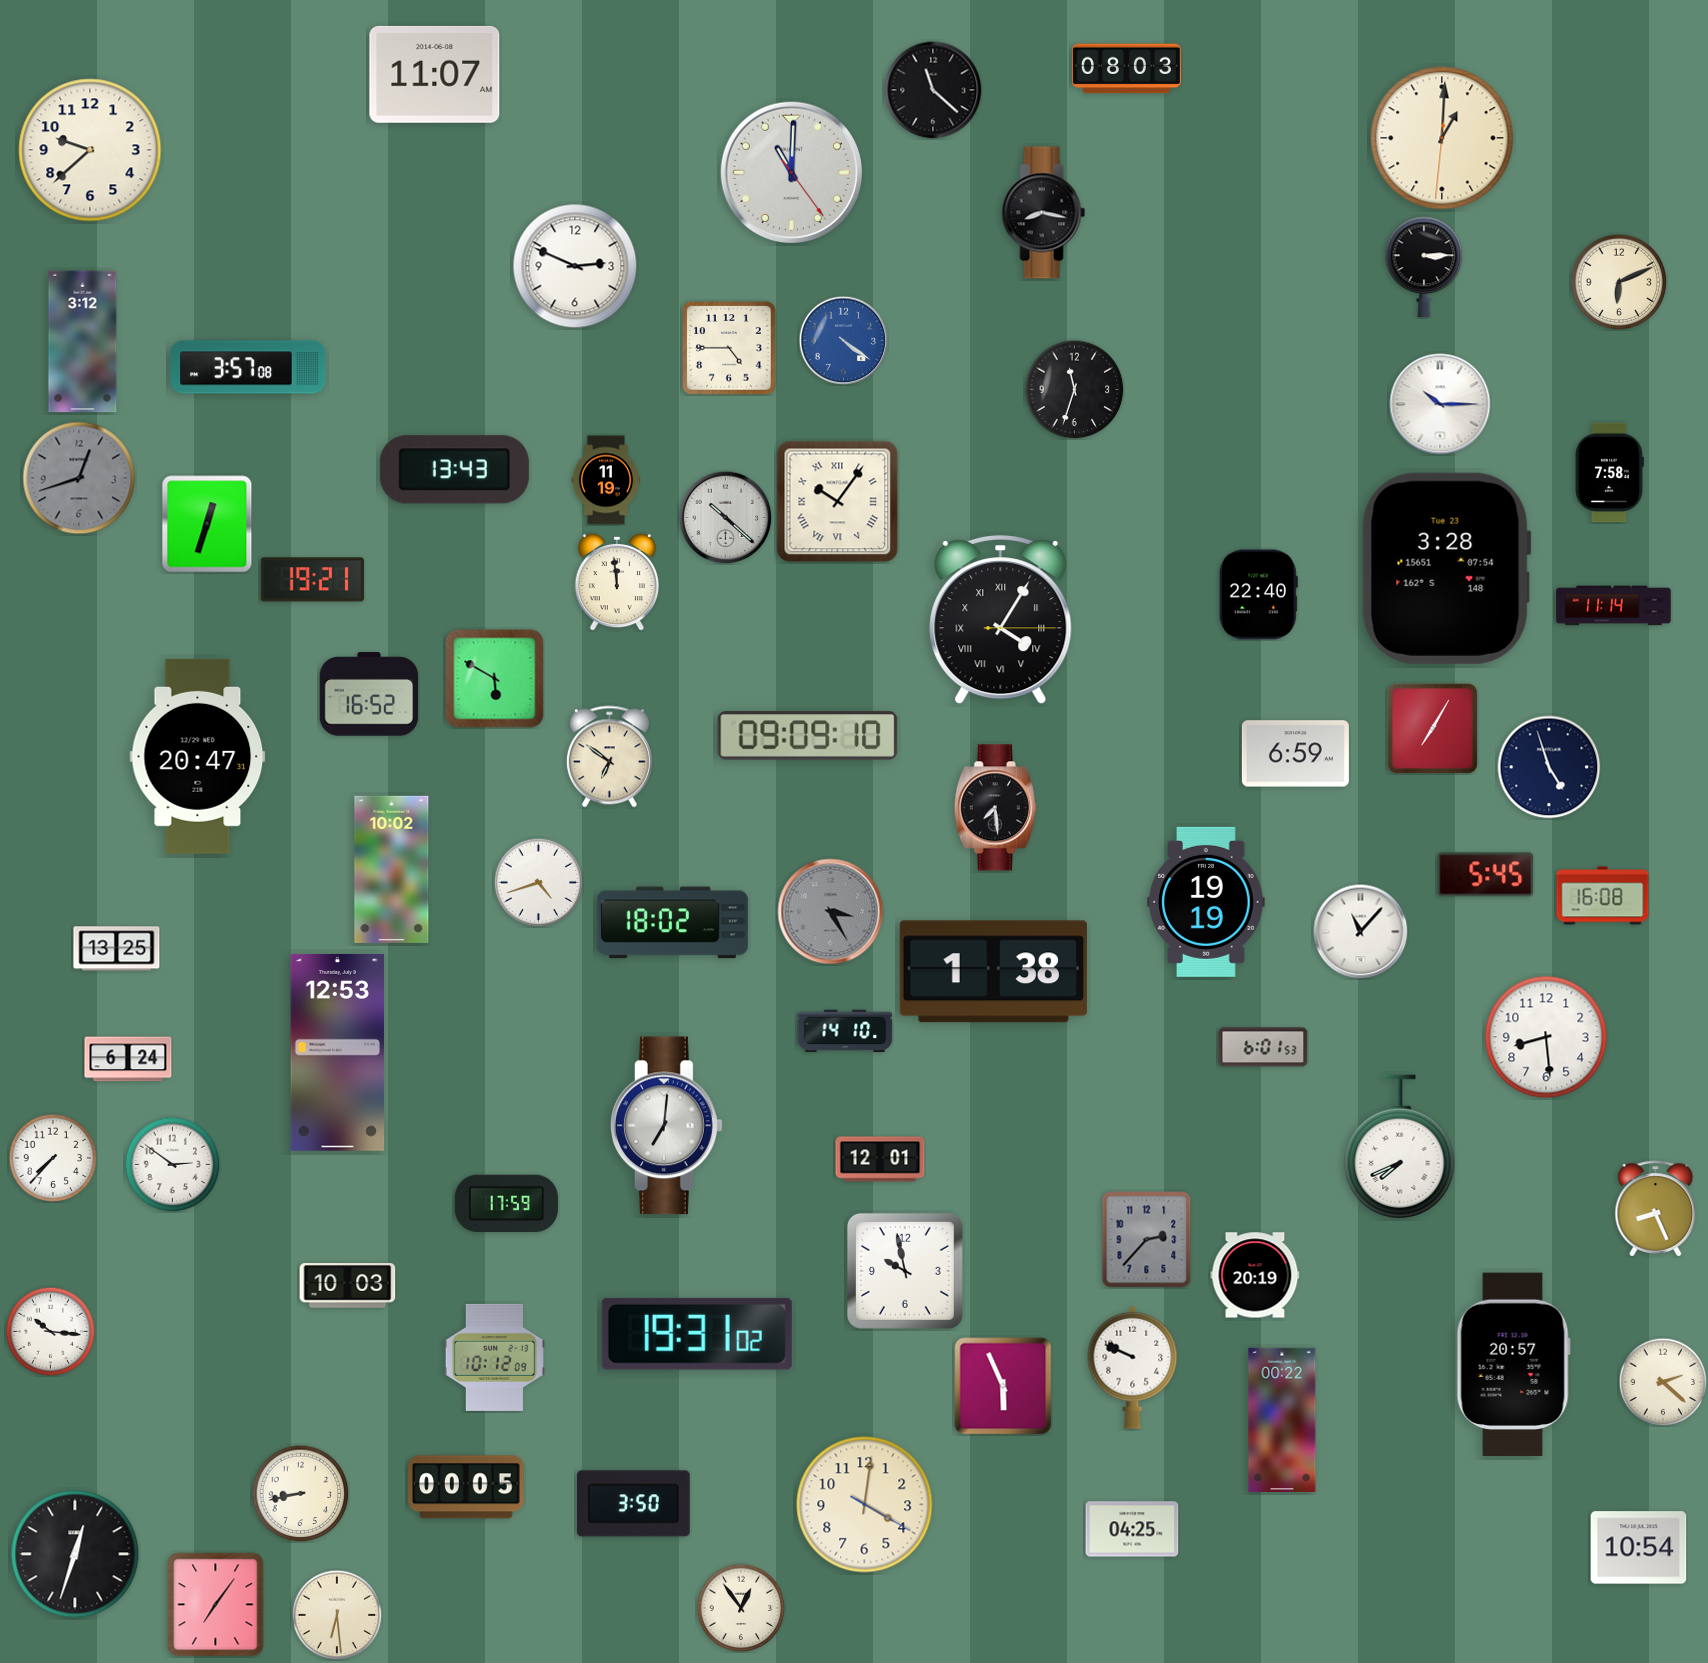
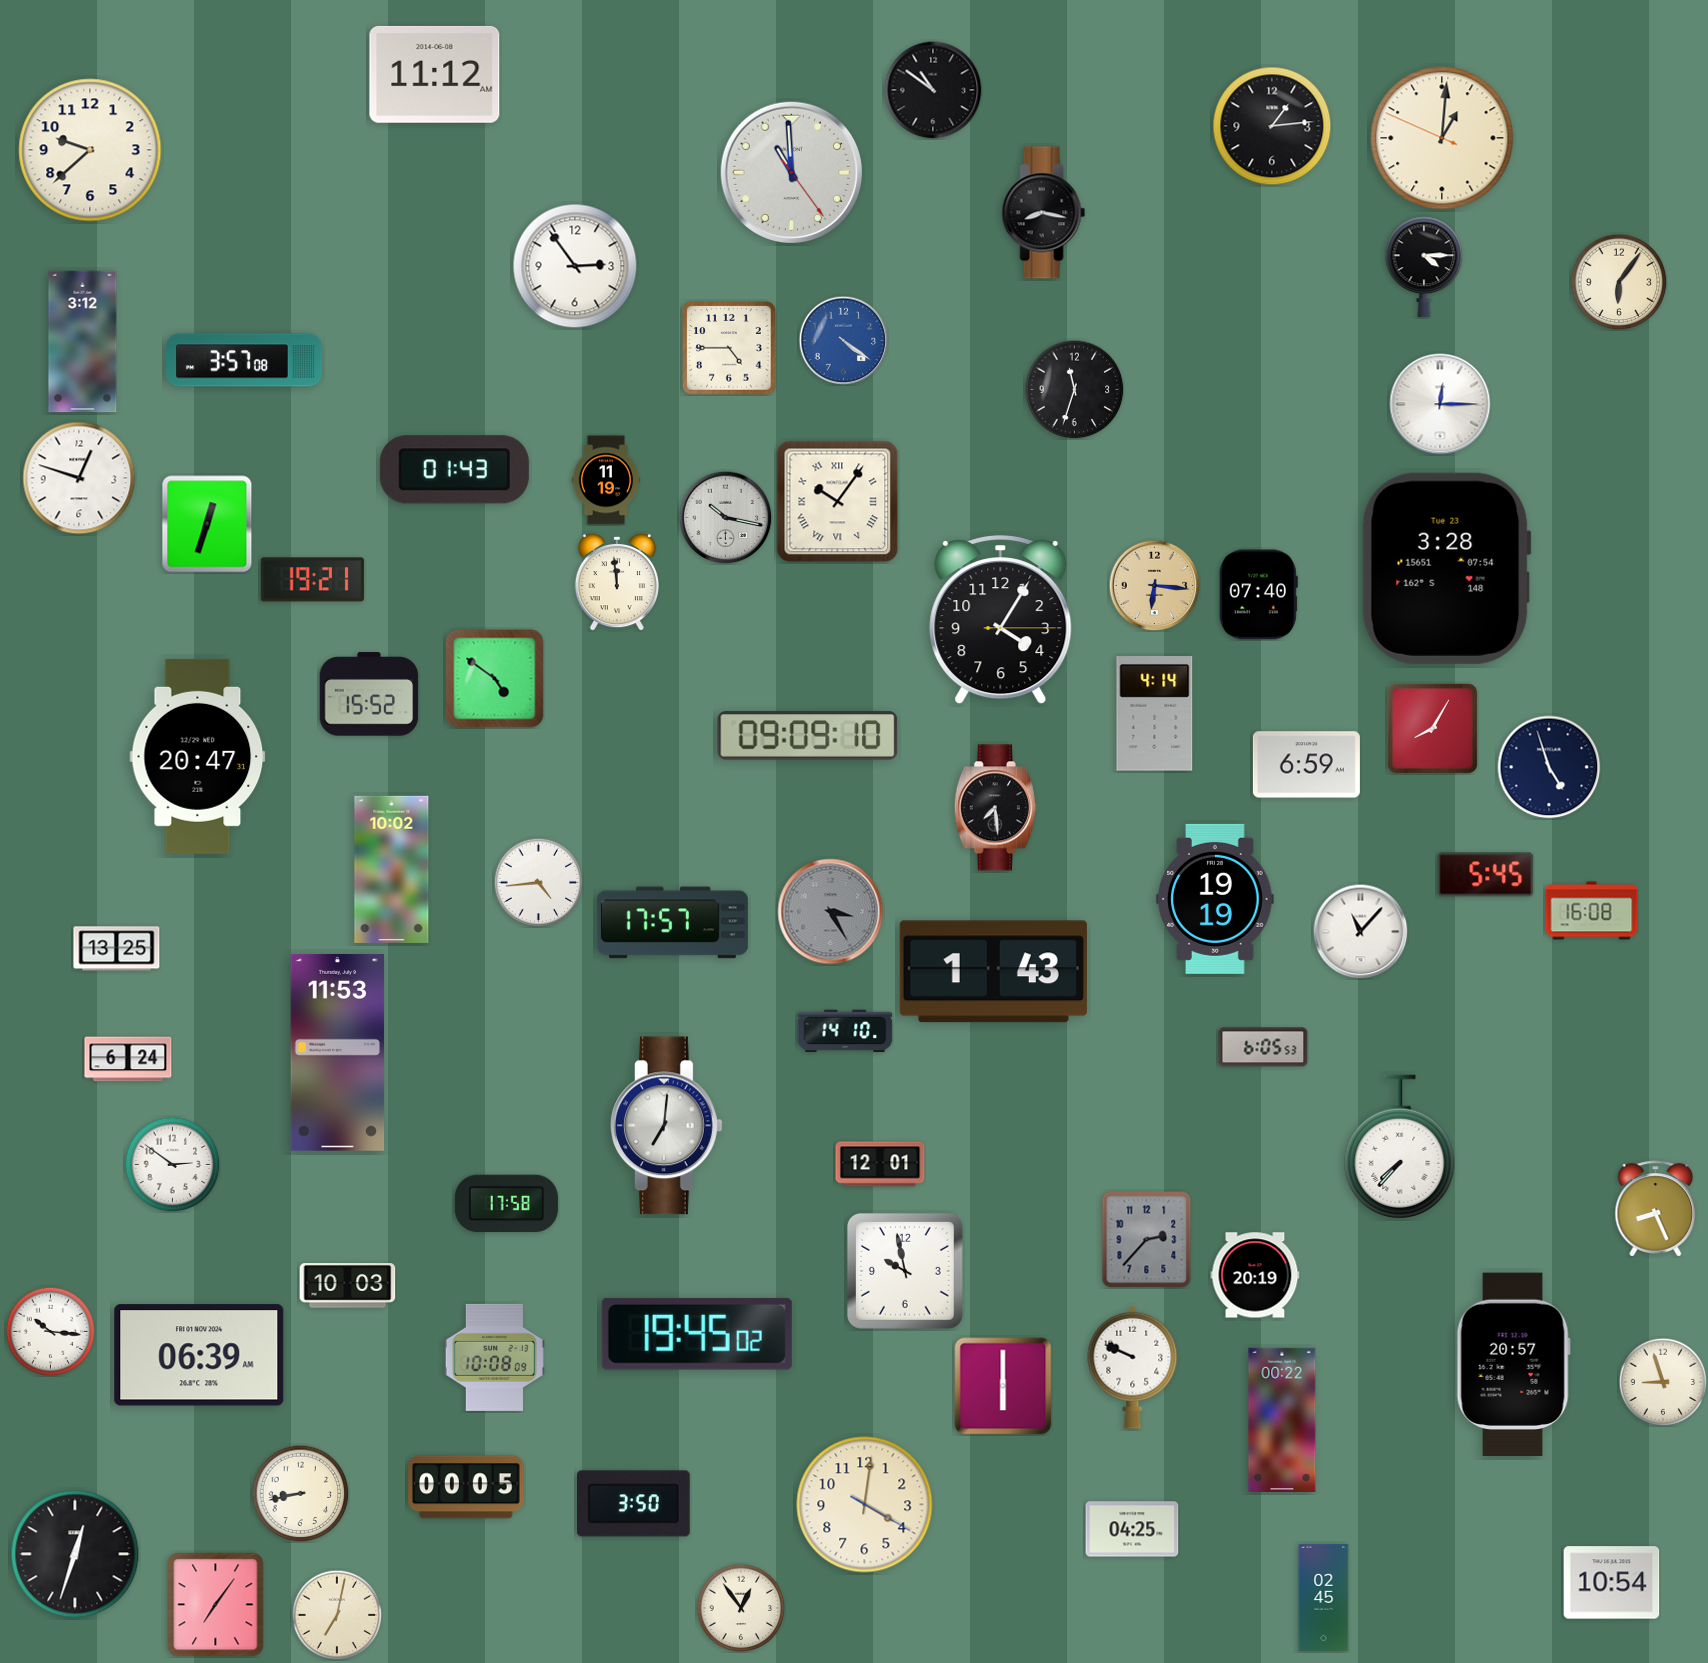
clock at (1126, 69): 08:03 -> none
clock at (435, 74): 11:07 -> 11:12
clock at (933, 90): 11:22 -> 10:51
clock at (1272, 126): none -> 1:14
clock at (1442, 138): 1:00:31 -> 1:00:49
clock at (792, 173): 11:00 -> 10:59
clock at (575, 266): 2:49 -> 2:54
clock at (1424, 267): 3:15 -> 4:15
clock at (1619, 282): 6:11 -> 6:06
clock at (248, 367) position: (248, 367) -> (244, 360)
clock at (1440, 404): 10:15 -> 12:15
clock at (454, 470): 13:43 -> 01:43
clock at (1609, 473): 7:58 -> none
clock at (79, 478): 12:42 -> 12:48
clock at (79, 478) dial: grey -> white
clock at (725, 517): 10:22 -> 10:17
clock at (1154, 585): none -> 6:16
clock at (1258, 595): 22:40 -> 07:40
clock at (1614, 606): 11:14 -> none
clock at (1001, 620) numerals: Roman -> Arabic
clock at (495, 679): 5:50 -> 4:51
clock at (369, 694): 16:52 -> 15:52
clock at (1155, 714): none -> 4:14
clock at (1432, 728): 7:05 -> 8:05
clock at (1295, 754) position: (1295, 754) -> (1306, 765)
clock at (609, 757): 6:51 -> none
clock at (538, 882): 4:42 -> 4:44
clock at (1603, 896) position: (1603, 896) -> (1592, 911)
clock at (1206, 902) position: (1206, 902) -> (1215, 899)
clock at (672, 923): 18:02 -> 17:57
clock at (993, 972): 1:38 -> 1:43
clock at (1546, 1037): 8:29 -> none
clock at (1263, 1047): 6:01 -> 6:05
clock at (338, 1052): 12:53 -> 11:53
clock at (1400, 1147): 7:41 -> 7:37
clock at (53, 1158): 7:37 -> none
clock at (880, 1159) position: (880, 1159) -> (880, 1164)
clock at (506, 1204): 17:59 -> 17:58
clock at (697, 1334): 19:31 -> 19:45
clock at (199, 1355): none -> 06:39
clock at (494, 1357): 10:12 -> 10:08
clock at (1663, 1382): 2:22 -> 8:57
clock at (1003, 1386): 5:56 -> 6:00
clock at (1639, 1548) position: (1639, 1548) -> (1612, 1583)
clock at (1324, 1597): none -> 02:45
clock at (337, 1615): 6:29 -> 7:02
